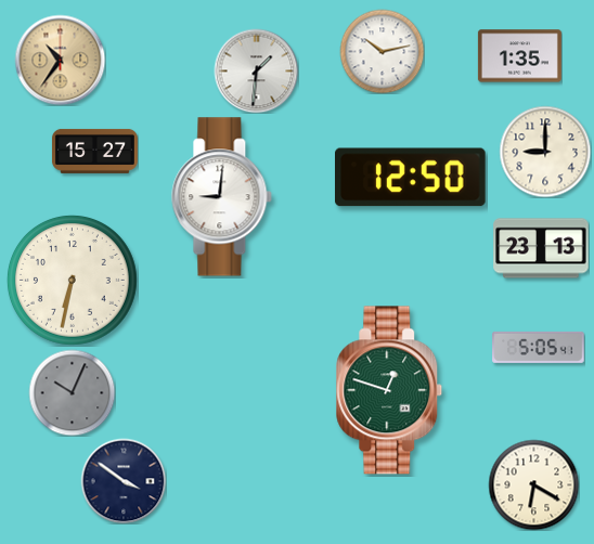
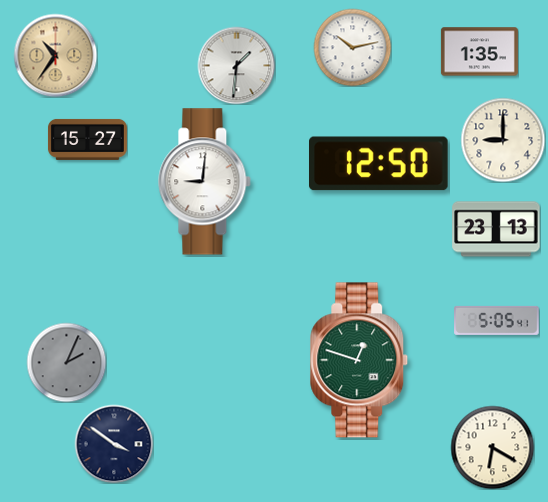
clock at (541, 248) position: (541, 248) -> (496, 229)
clock at (72, 280): 6:32 -> none
clock at (72, 392): 10:04 -> 2:04
